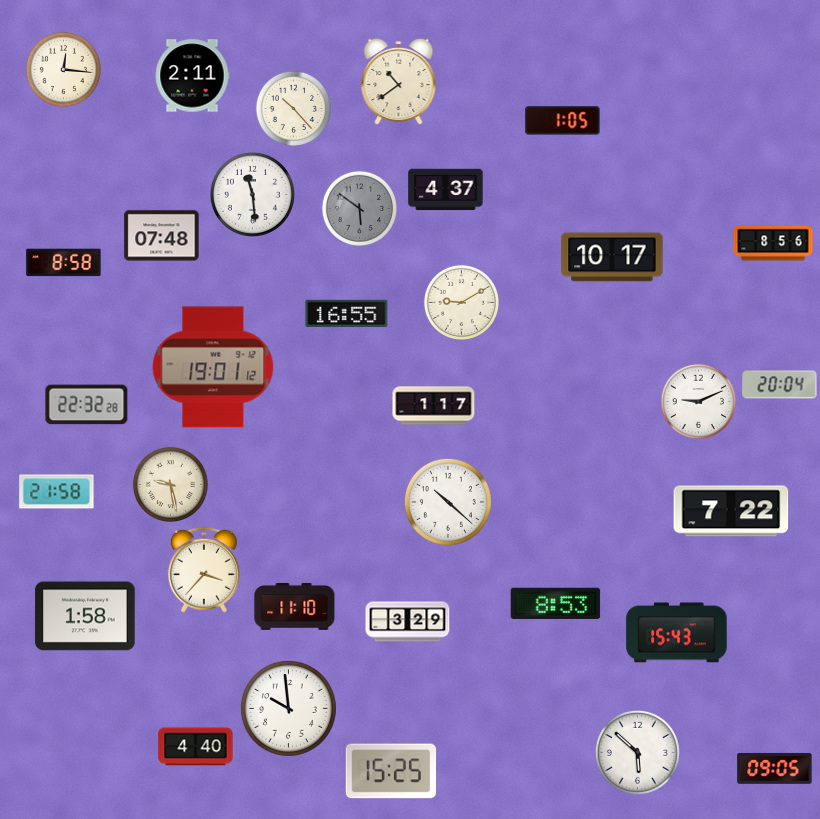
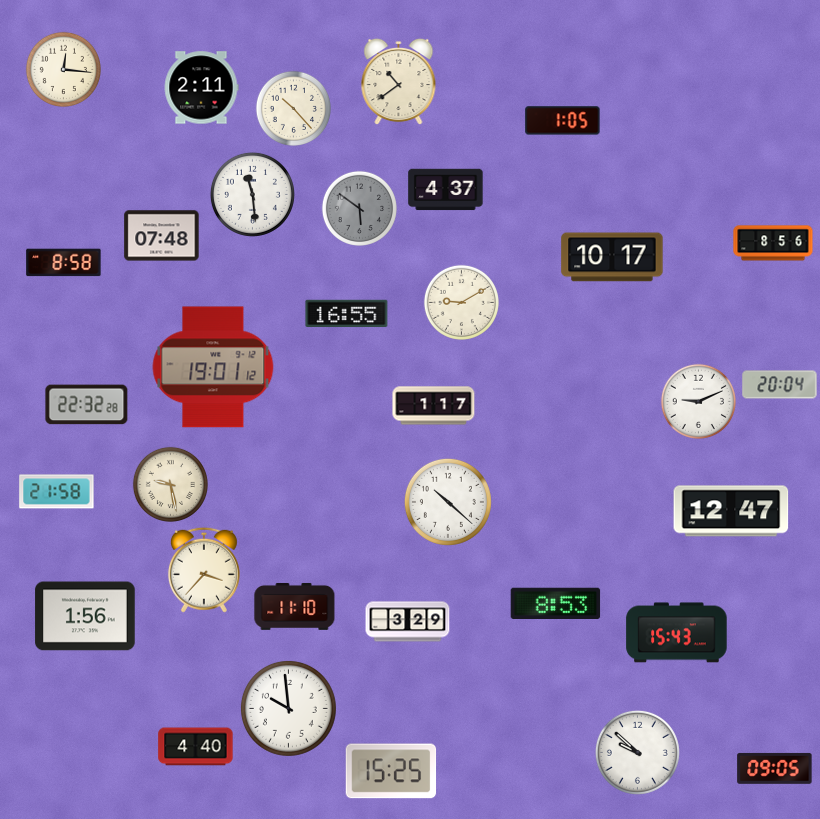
clock at (192, 76) position: (192, 76) -> (201, 88)
clock at (731, 511): 7:22 -> 12:47
clock at (85, 616): 1:58 -> 1:56
clock at (637, 752): 5:52 -> 9:52
